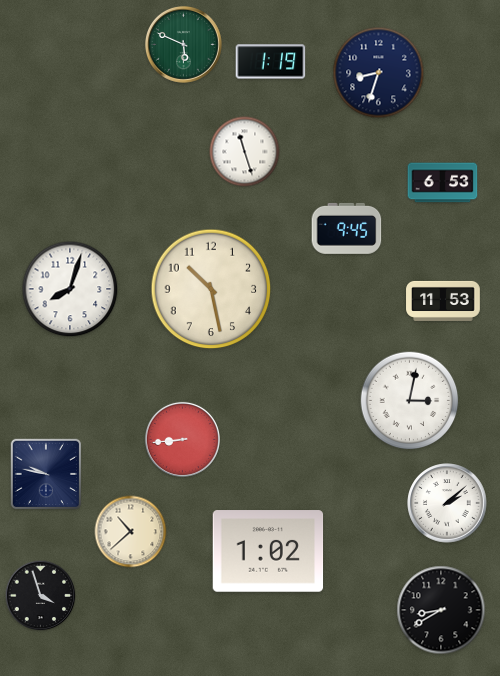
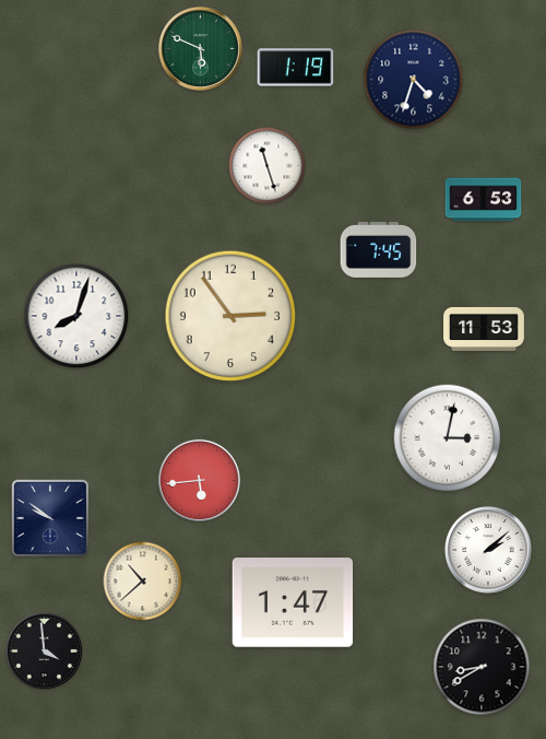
clock at (379, 73): 8:33 -> 4:33
clock at (347, 228): 9:45 -> 7:45
clock at (211, 289): 10:28 -> 2:54
clock at (182, 439): 8:44 -> 5:44
clock at (46, 474): 9:47 -> 9:51
clock at (268, 551): 1:02 -> 1:47
clock at (41, 596): 3:57 -> 3:59
